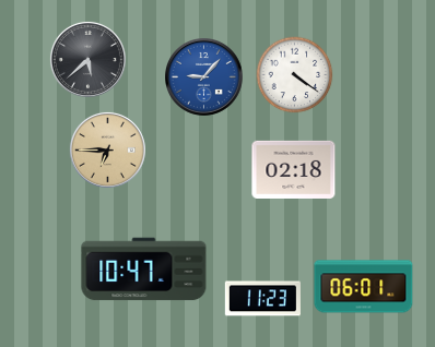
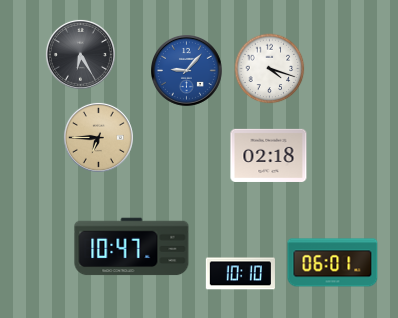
clock at (87, 59): 5:38 -> 6:25
clock at (295, 75): 4:21 -> 4:18
clock at (262, 299): 11:23 -> 10:10
